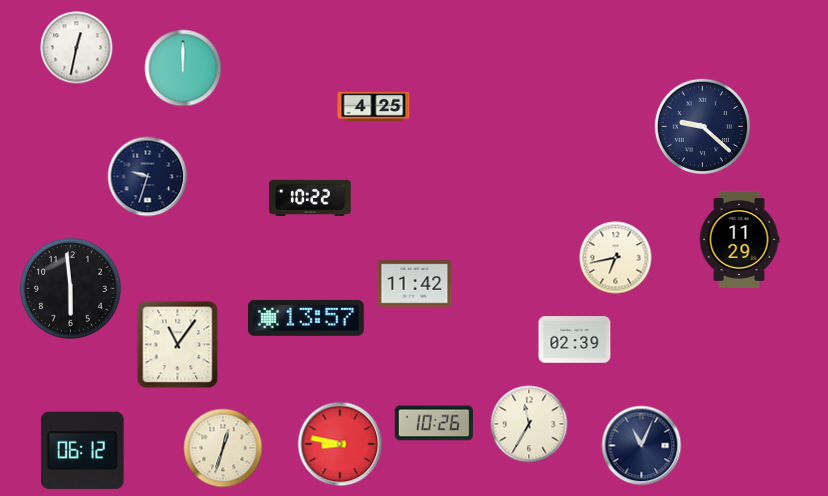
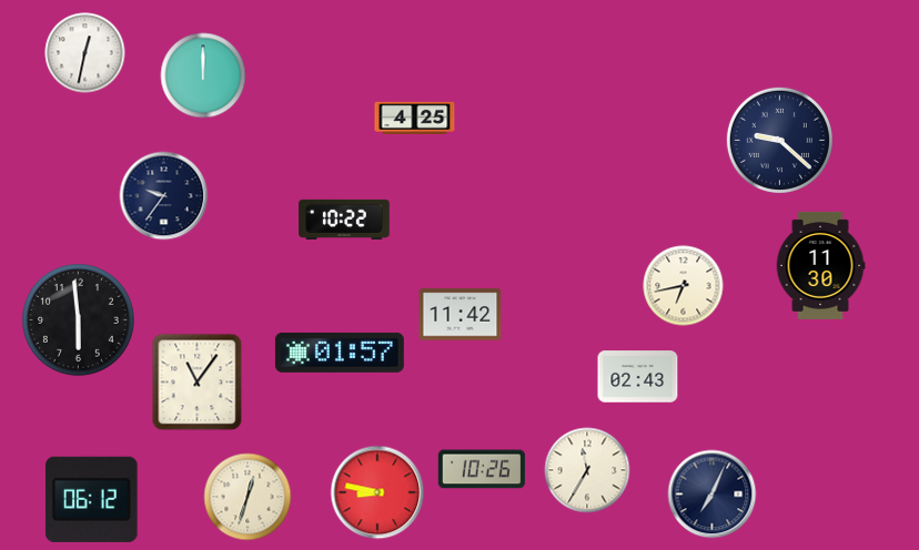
clock at (148, 177): 9:33 -> 9:36
clock at (739, 239): 11:29 -> 11:30
clock at (306, 318): 13:57 -> 01:57
clock at (575, 340): 02:39 -> 02:43
clock at (642, 446): 11:04 -> 7:04
